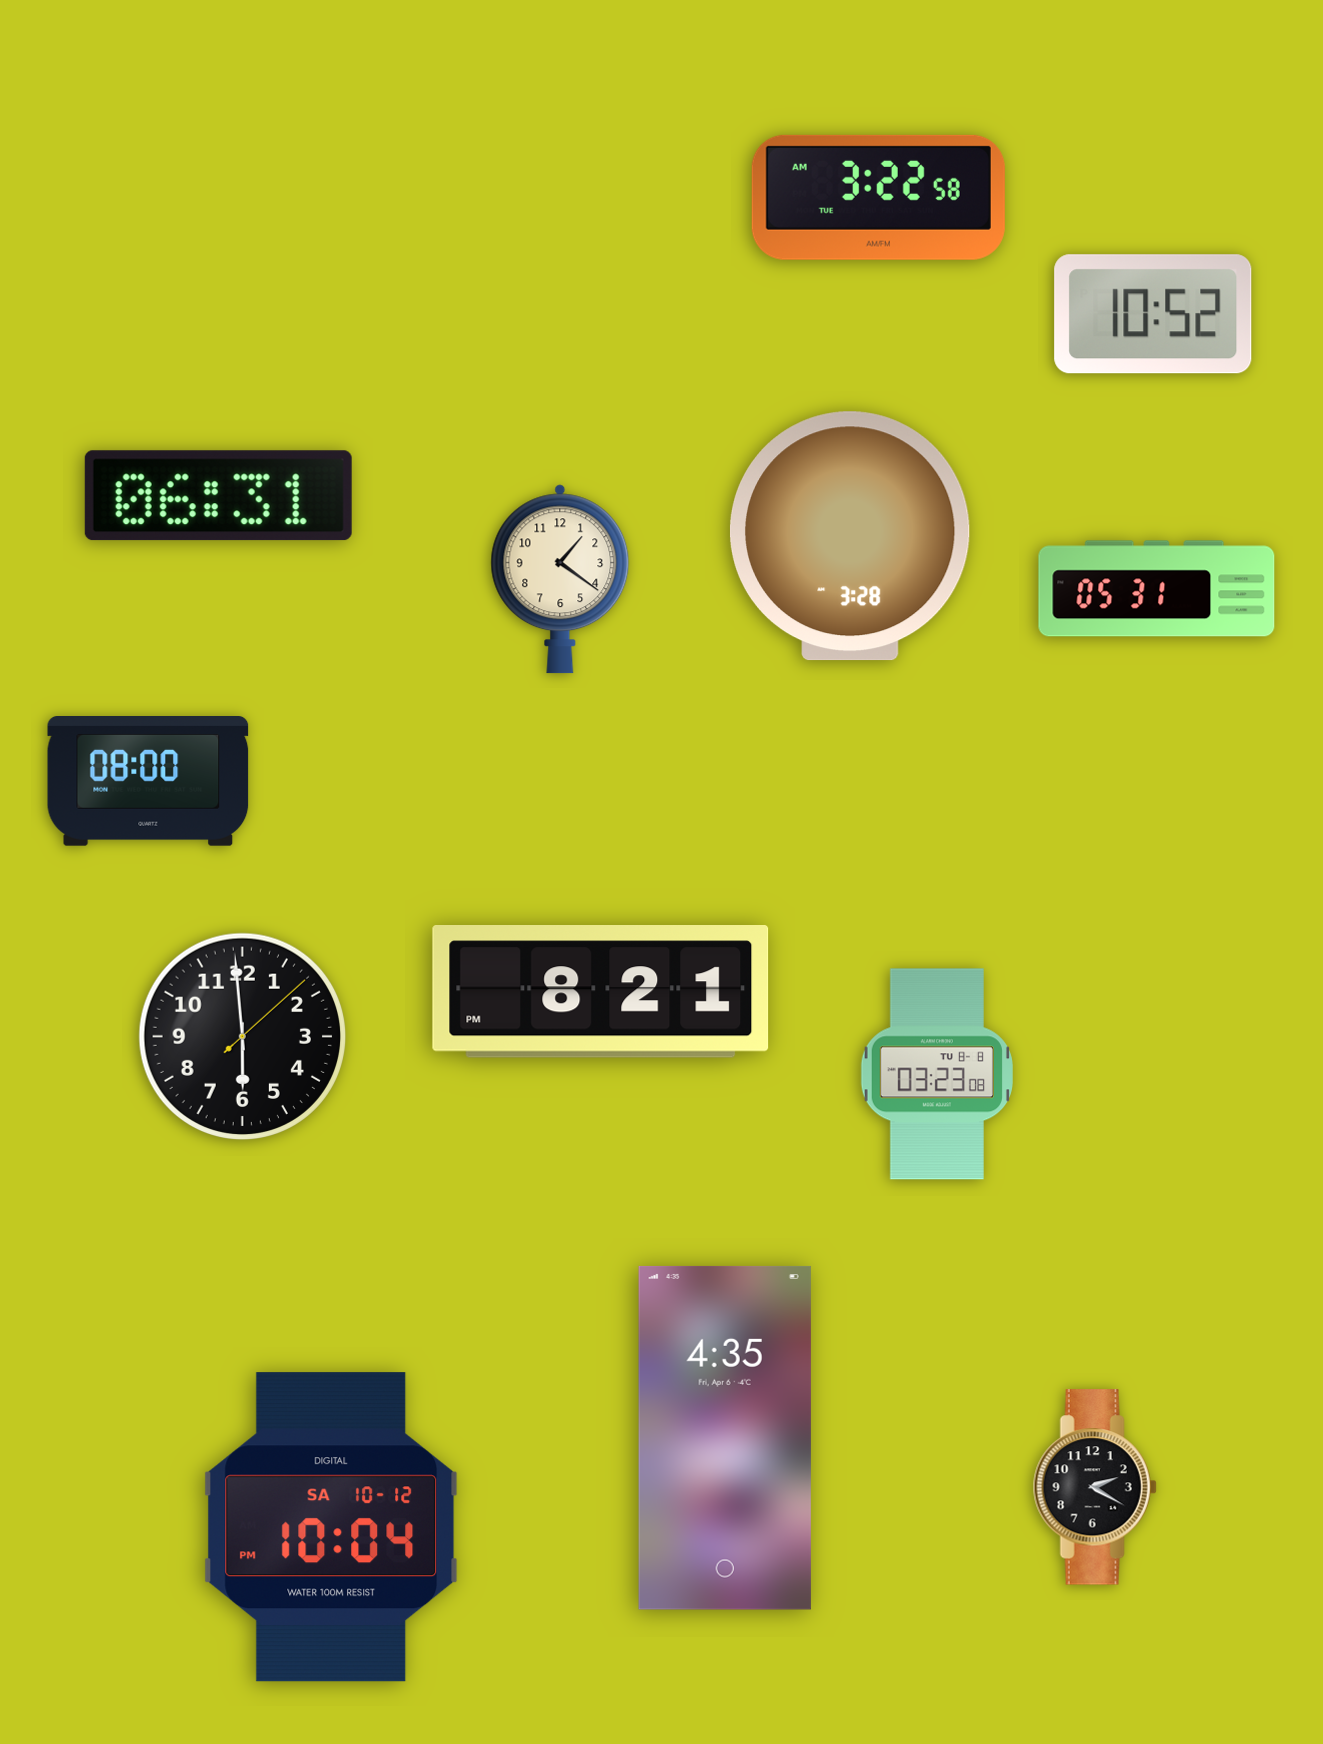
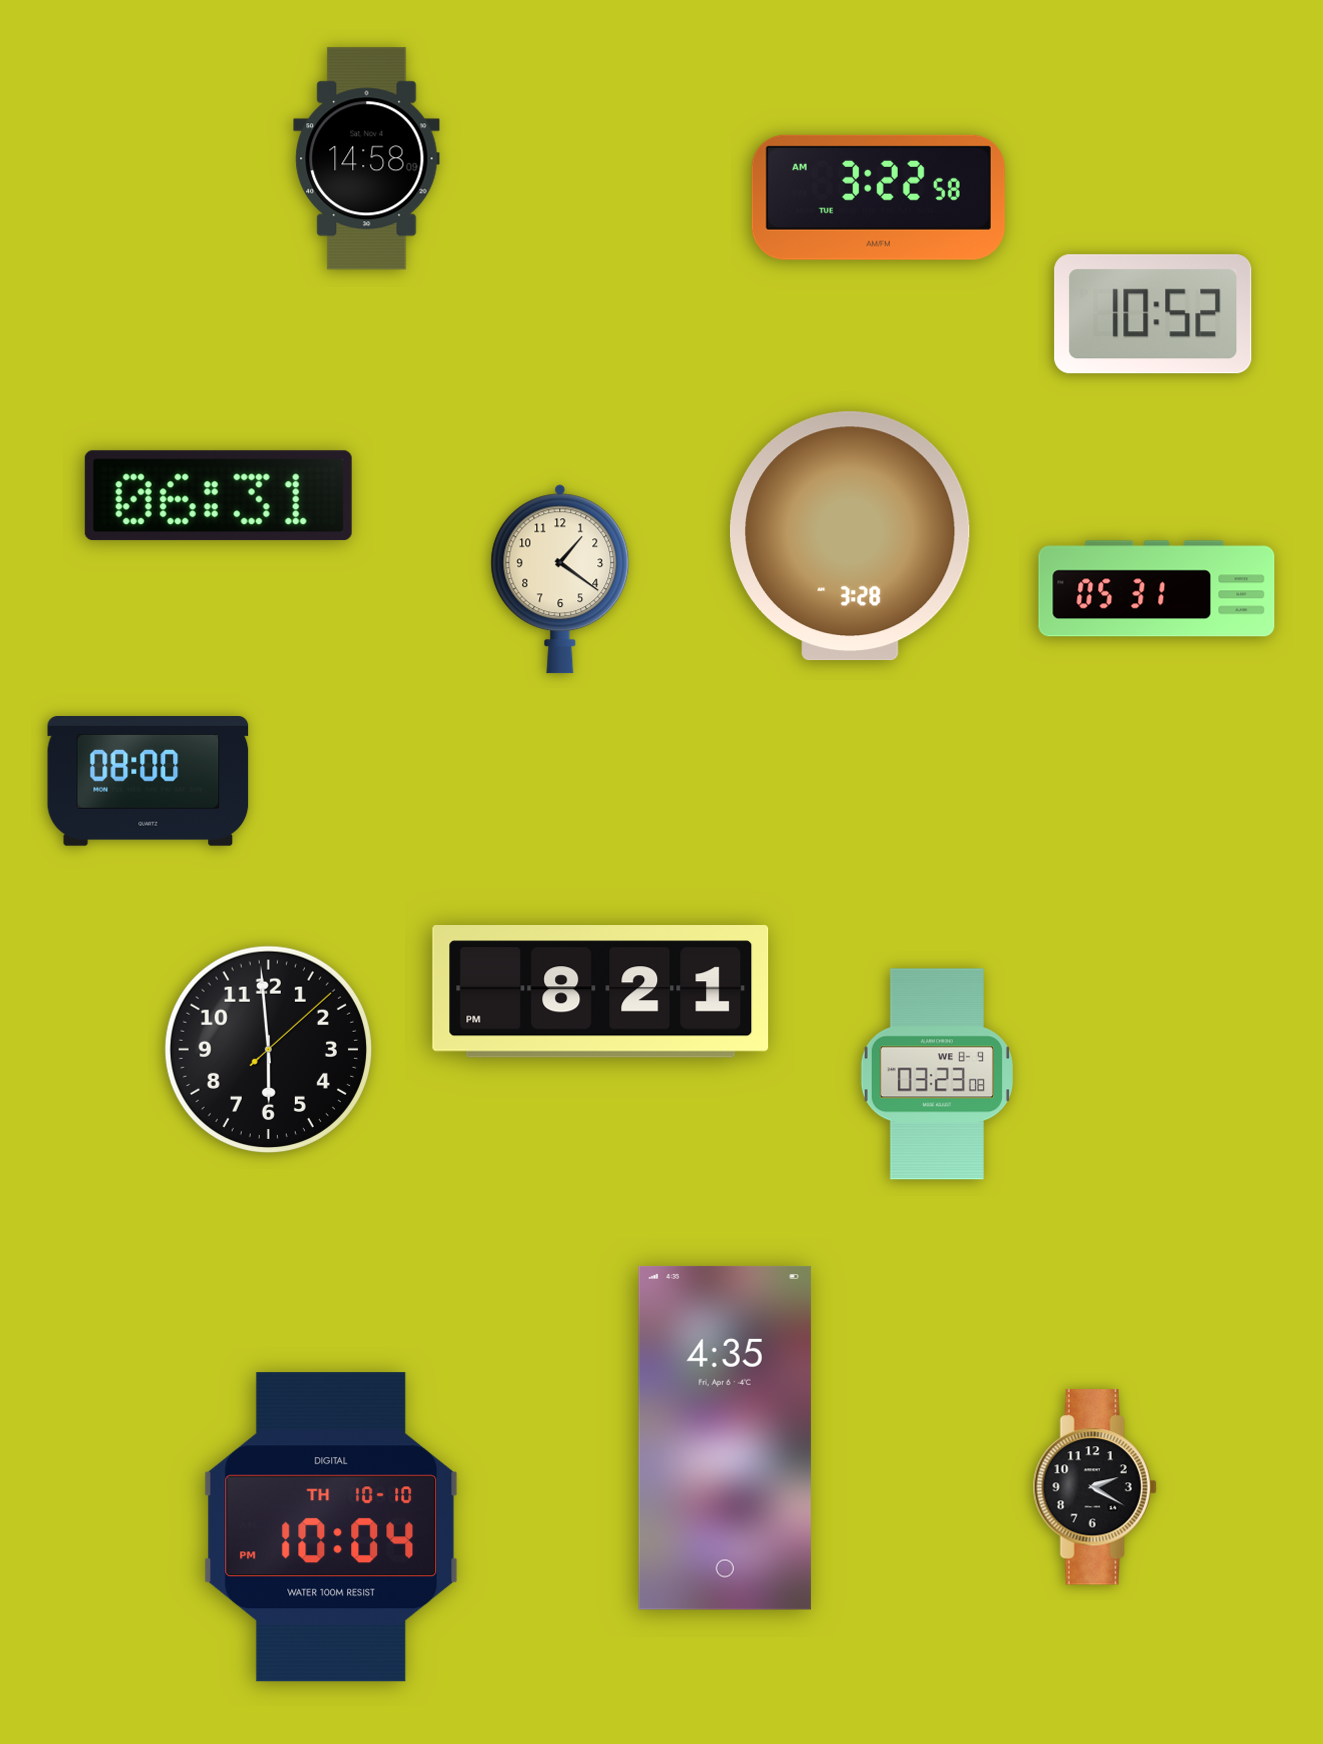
clock at (367, 159): none -> 14:58
clock at (243, 1037) position: (243, 1037) -> (269, 1050)
clock at (937, 1074) date: TU 8-8 -> WE 8-9
clock at (331, 1527) date: SA 10-12 -> TH 10-10
